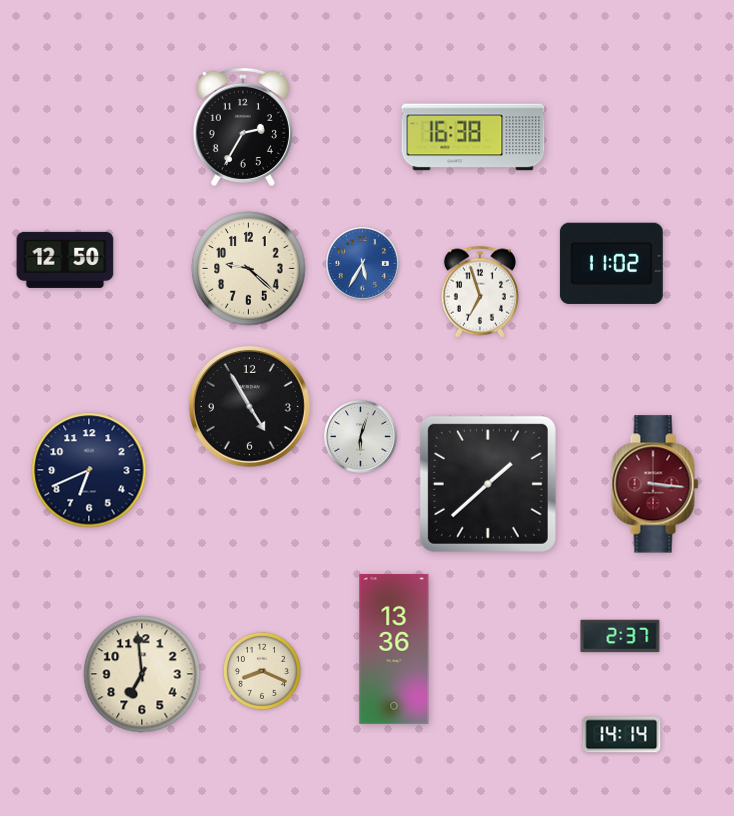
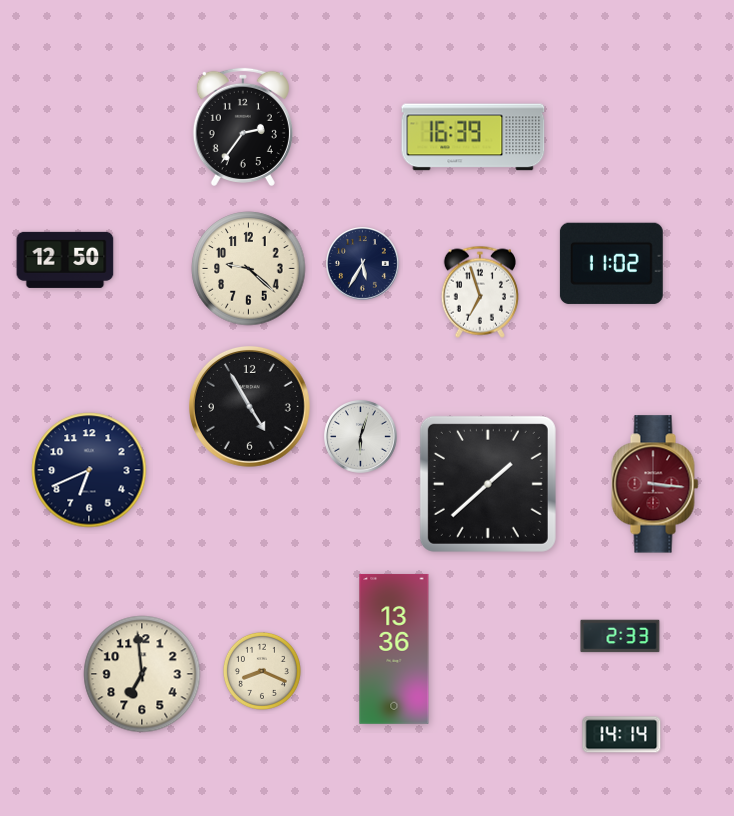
clock at (243, 126): 2:35 -> 2:36
clock at (473, 137): 16:38 -> 16:39
clock at (363, 264) dial: blue -> navy
clock at (620, 636): 2:37 -> 2:33
